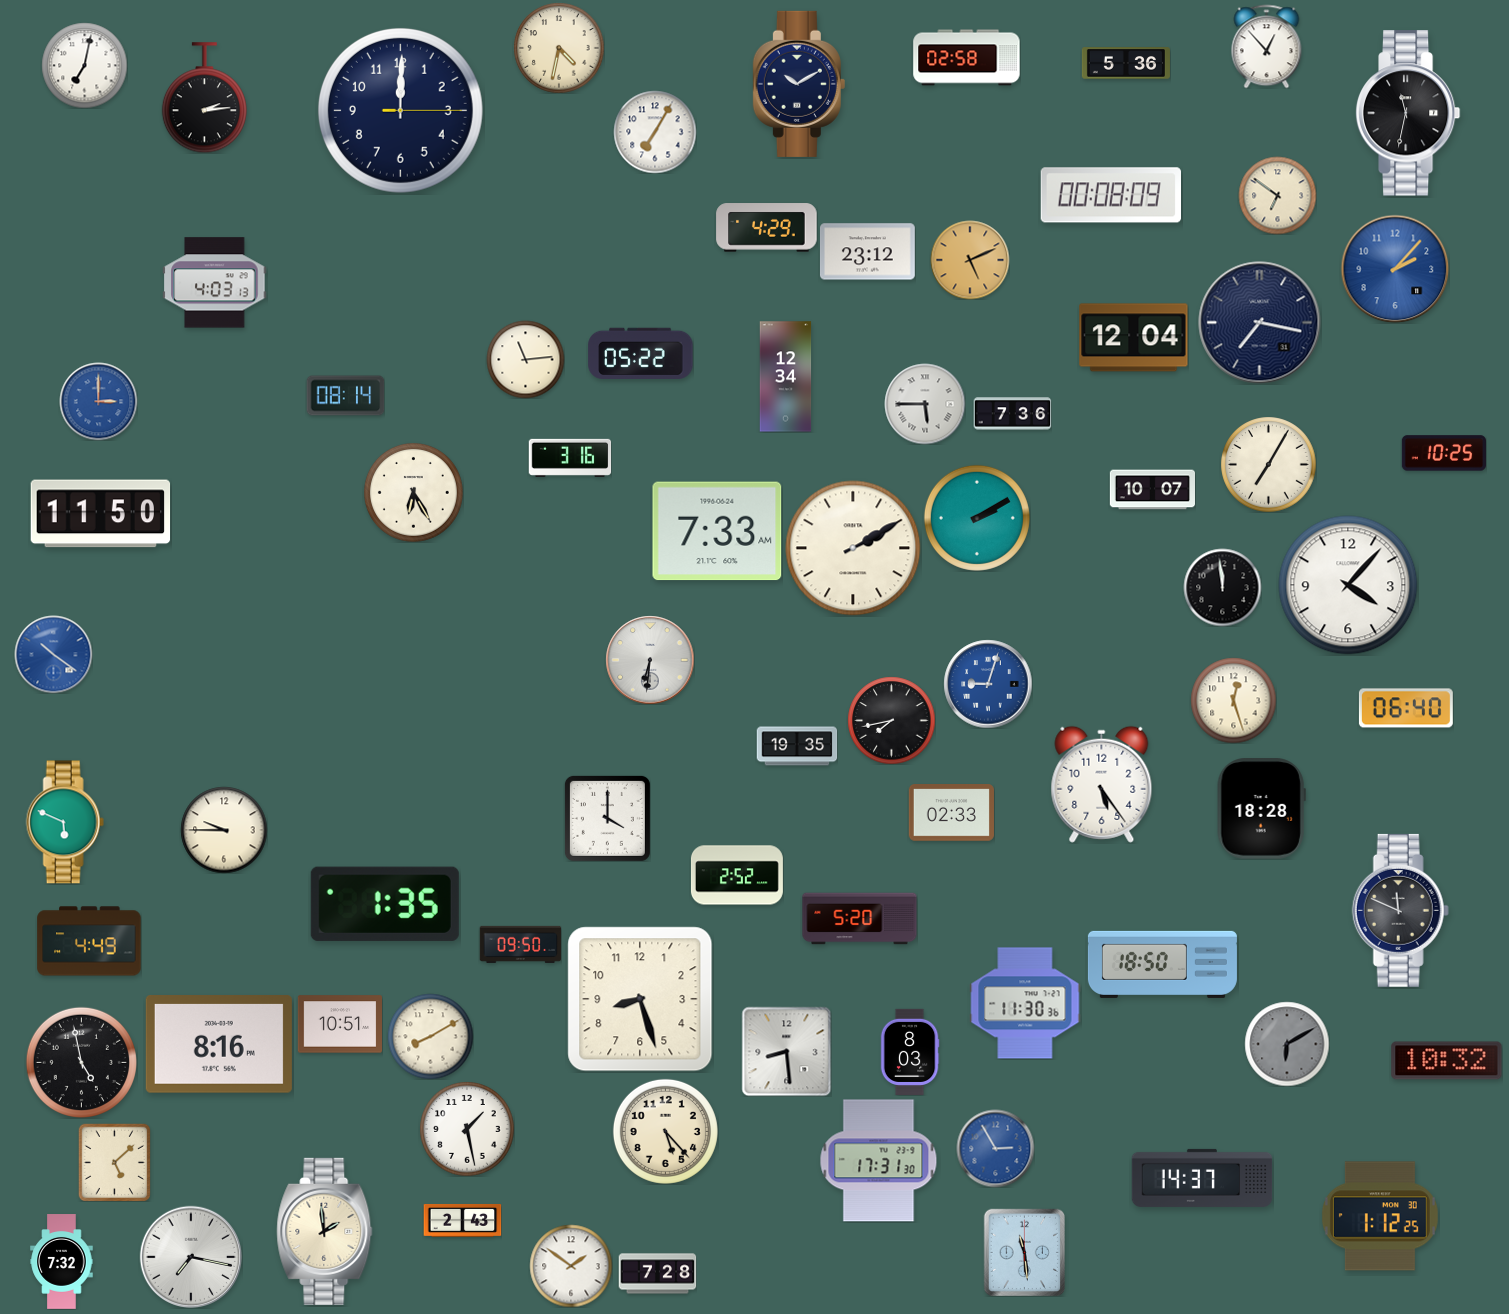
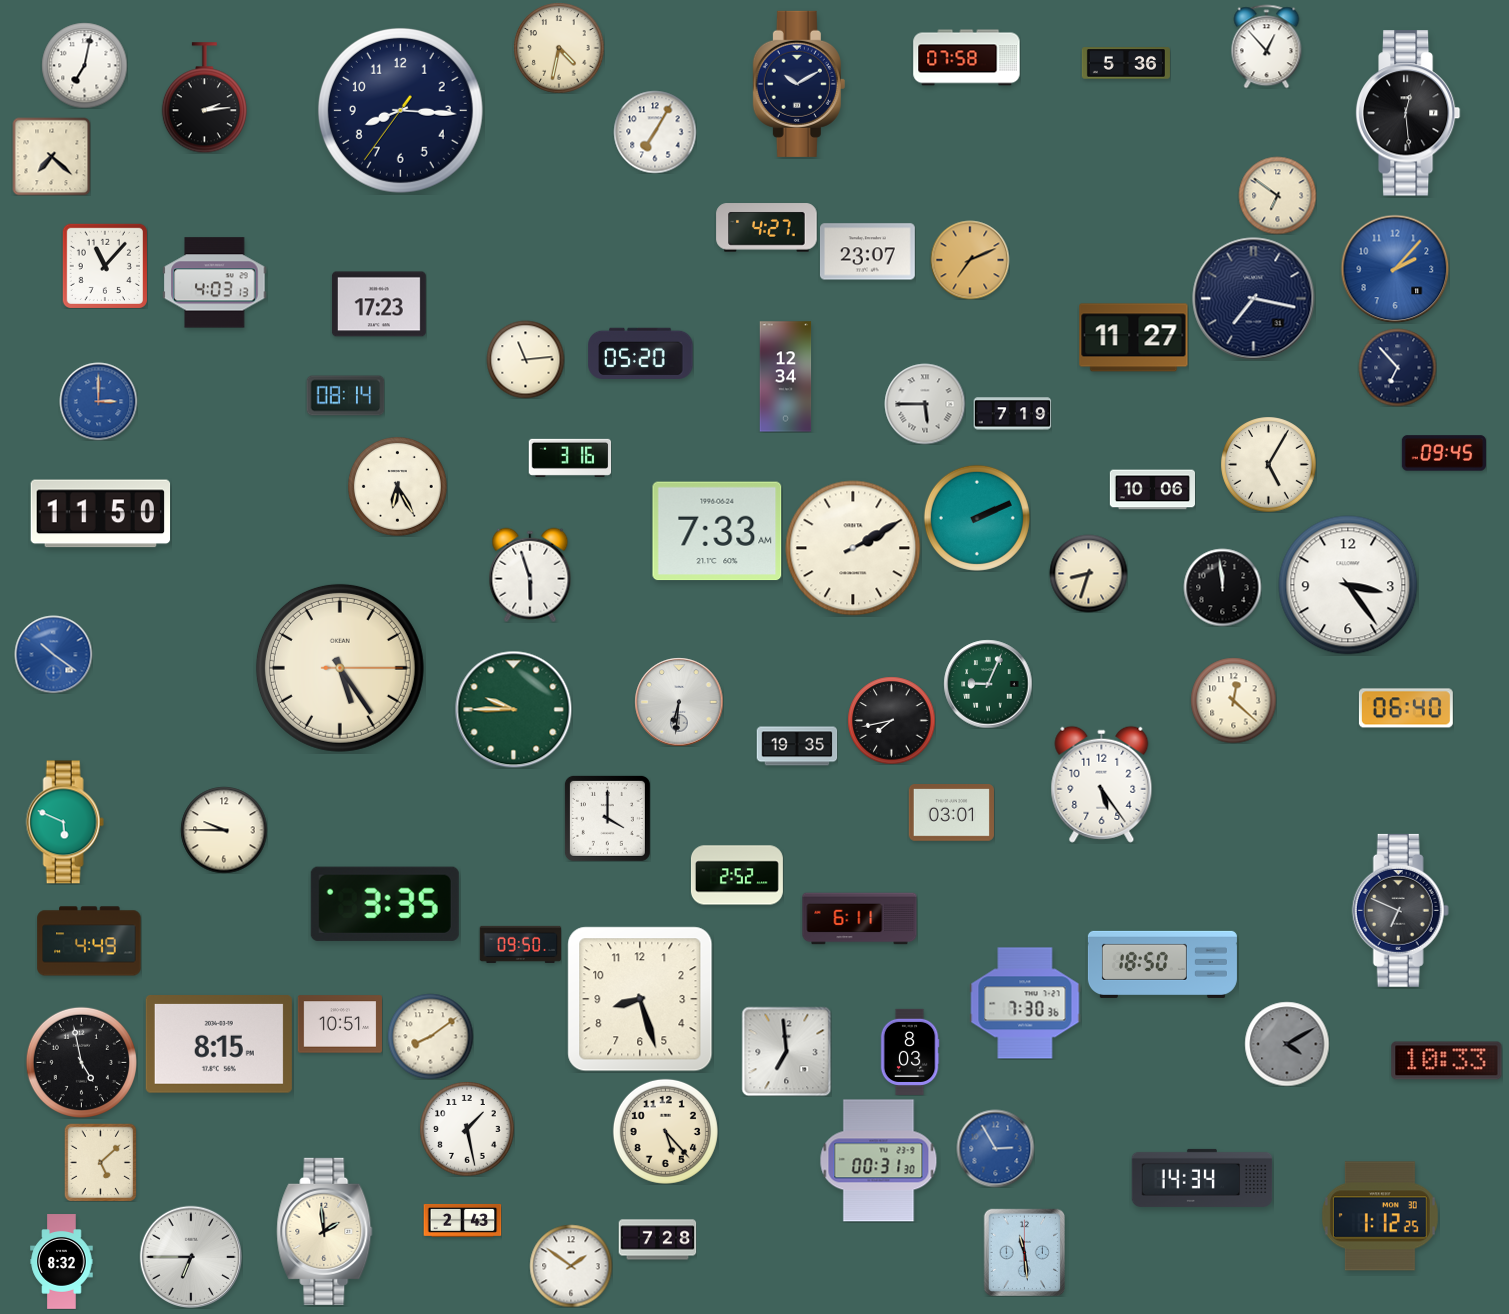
clock at (967, 58): 02:58 -> 07:58
clock at (400, 110): 12:00 -> 8:15
clock at (1408, 113): 11:32 -> 12:29
clock at (51, 156): none -> 7:22
clock at (1110, 195): 00:08 -> none
clock at (767, 228): 4:29 -> 4:27
clock at (867, 252): 23:12 -> 23:07
clock at (970, 260): 5:11 -> 7:11
clock at (105, 266): none -> 11:07
clock at (379, 304): none -> 17:23
clock at (1260, 323) position: (1260, 323) -> (1254, 299)
clock at (1134, 338): 12:04 -> 11:27
clock at (641, 353): 05:22 -> 05:20
clock at (1397, 367): none -> 6:53
clock at (1012, 414): 7:36 -> 7:19
clock at (1443, 453): 10:25 -> 09:45
clock at (1268, 464): 7:05 -> 5:05
clock at (1152, 490): 10:07 -> 10:06
clock at (413, 492) position: (413, 492) -> (397, 486)
clock at (977, 518): 2:10 -> 2:11
clock at (1088, 573): none -> 8:33
clock at (530, 575): none -> 5:57
clock at (1348, 585): 4:07 -> 3:24
clock at (650, 660) position: (650, 660) -> (679, 702)
clock at (340, 668): none -> 5:24
clock at (988, 684): 9:03 -> 9:04
clock at (988, 684) dial: blue -> green
clock at (1233, 700): 12:27 -> 12:22
clock at (513, 709): none -> 9:45
clock at (1261, 809): 18:28 -> none
clock at (951, 813): 02:33 -> 03:01
clock at (385, 904): 1:35 -> 3:35
clock at (1400, 910): 11:49 -> 6:49
clock at (860, 919): 5:20 -> 6:11
clock at (1025, 1003): 11:30 -> 7:30
clock at (430, 1036): 8:10 -> 8:09
clock at (1287, 1044): 6:10 -> 4:10
clock at (219, 1045): 8:16 -> 8:15
clock at (786, 1051): 8:29 -> 6:59
clock at (1447, 1061): 10:32 -> 10:33
clock at (879, 1161): 17:31 -> 00:31
clock at (115, 1162) position: (115, 1162) -> (101, 1162)
clock at (1202, 1178): 14:37 -> 14:34
clock at (190, 1256): 7:17 -> 6:45
clock at (62, 1262): 7:32 -> 8:32
clock at (657, 1274) position: (657, 1274) -> (657, 1240)
